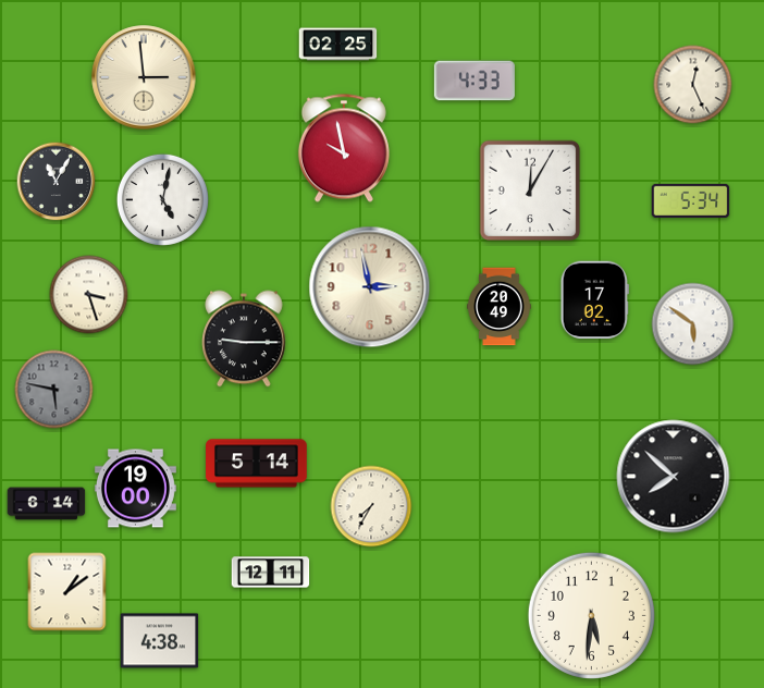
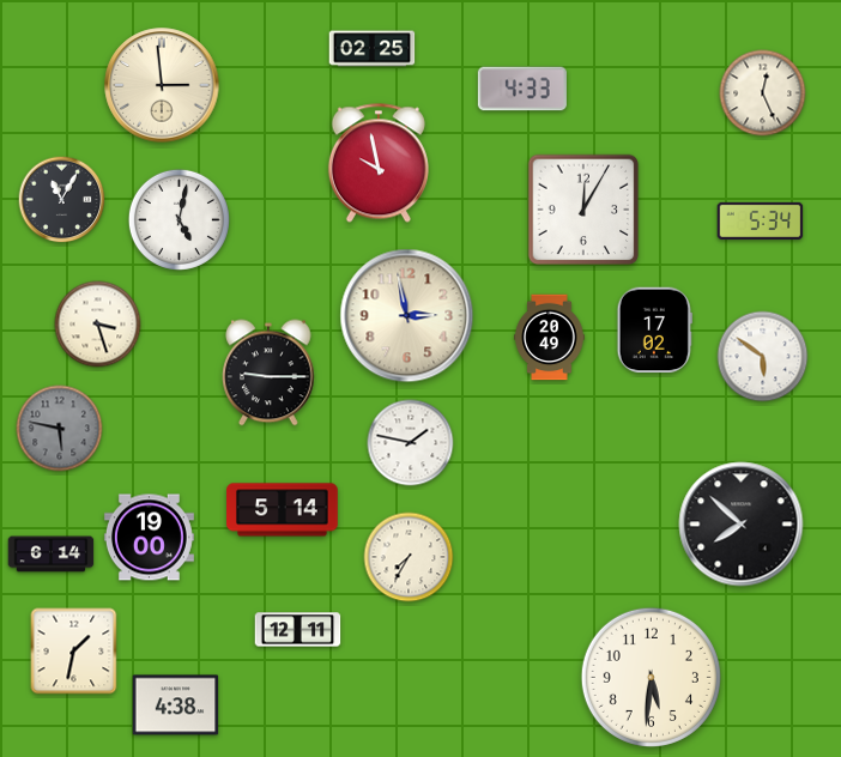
clock at (144, 77) position: (144, 77) -> (162, 85)
clock at (411, 443): none -> 1:47
clock at (67, 592): 1:09 -> 1:32
